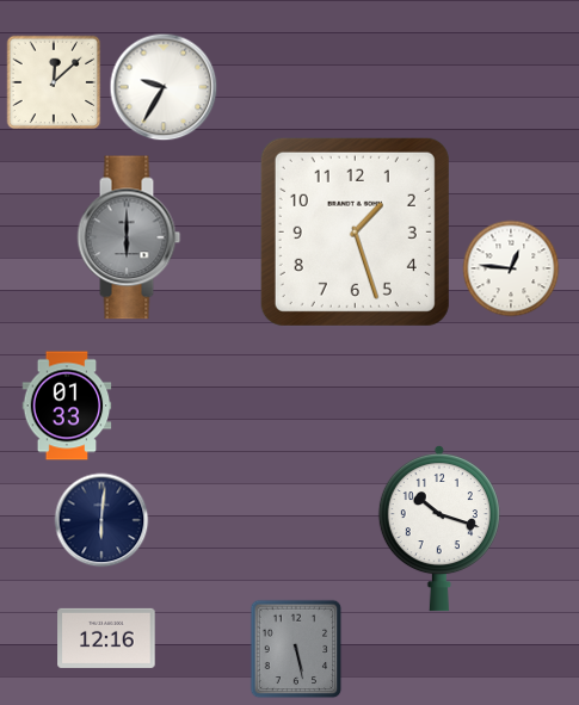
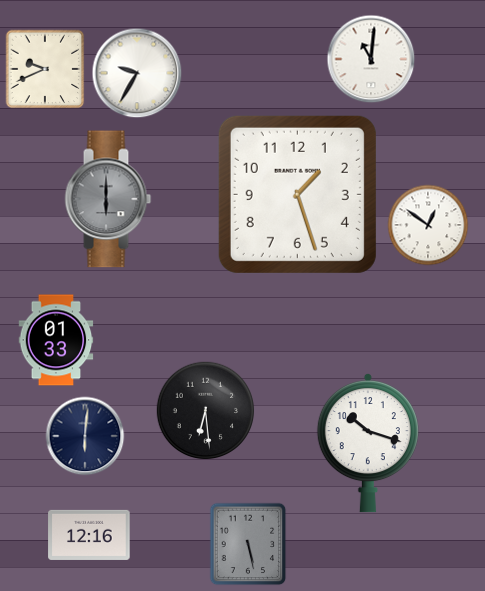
clock at (371, 59): none -> 11:01
clock at (54, 82): 12:08 -> 9:41
clock at (511, 268): 12:46 -> 12:51
clock at (206, 411): none -> 6:29
